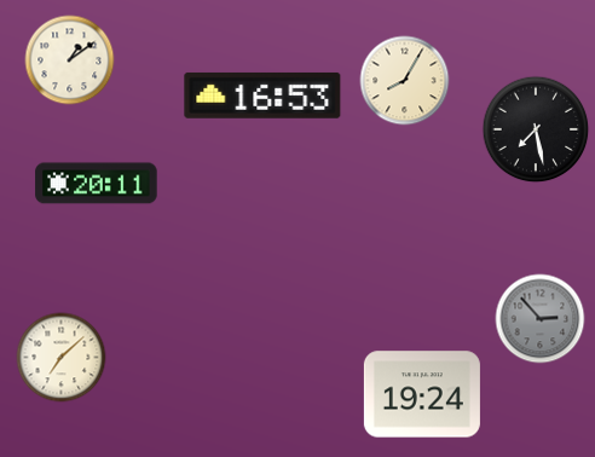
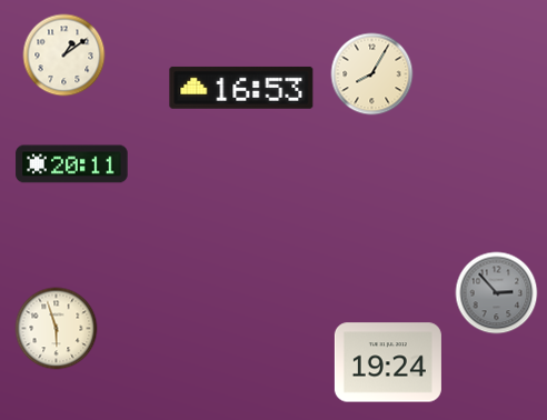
clock at (536, 129): 7:28 -> none
clock at (97, 184) position: (97, 184) -> (72, 164)
clock at (62, 358): 7:08 -> 5:57
